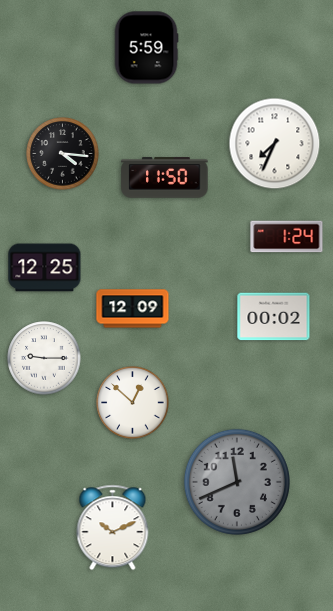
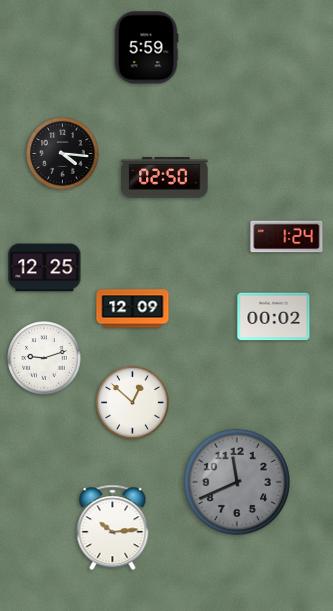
clock at (275, 144): 7:34 -> none
clock at (165, 178): 11:50 -> 02:50
clock at (44, 358): 9:15 -> 9:12
clock at (113, 528): 10:11 -> 10:14
